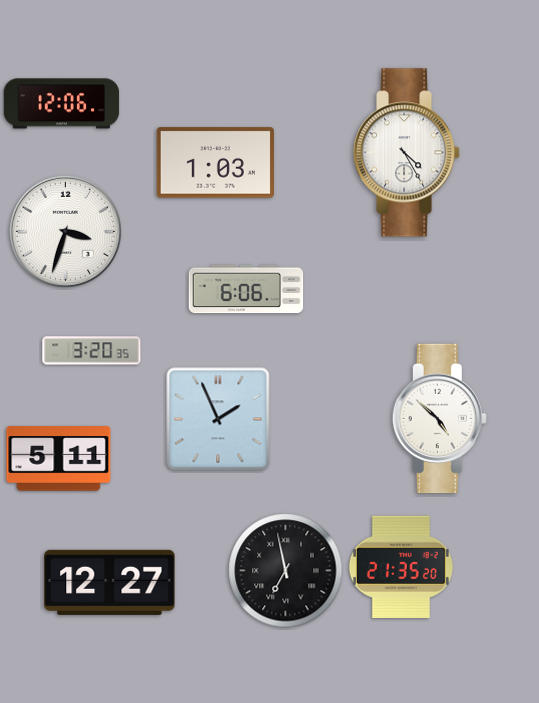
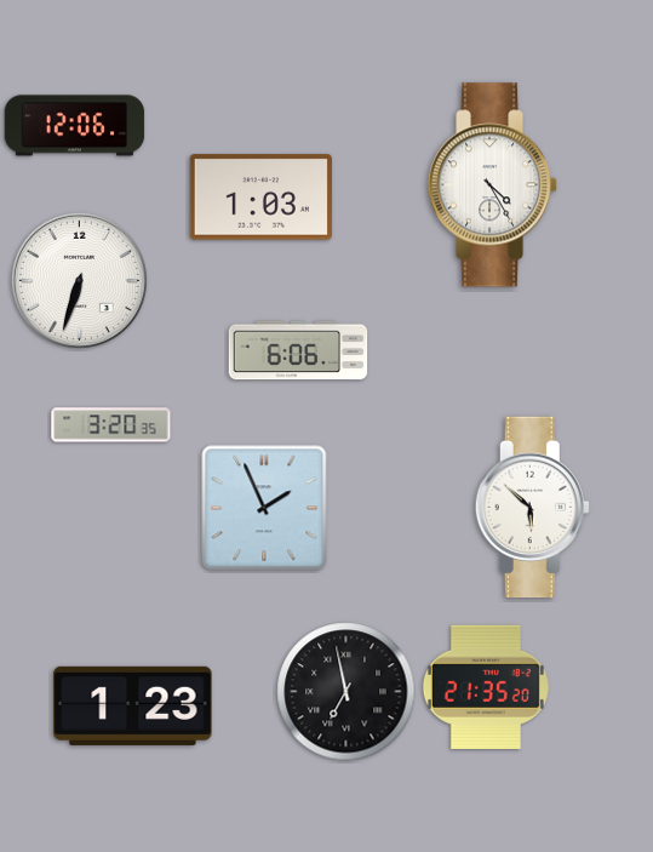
clock at (65, 231): 3:33 -> 6:33
clock at (439, 419): 4:52 -> 5:52
clock at (59, 459): 5:11 -> none
clock at (110, 582): 12:27 -> 1:23
